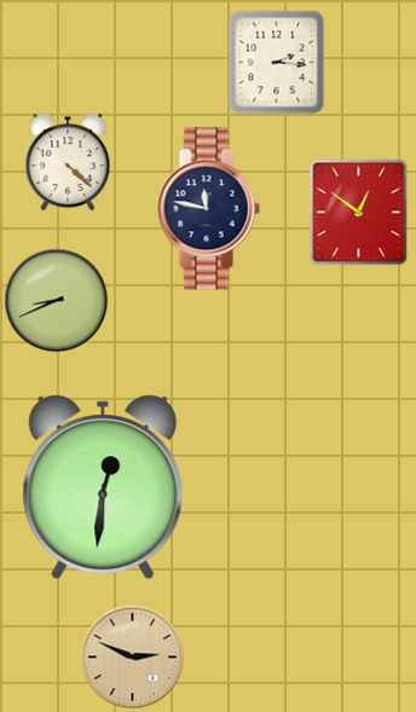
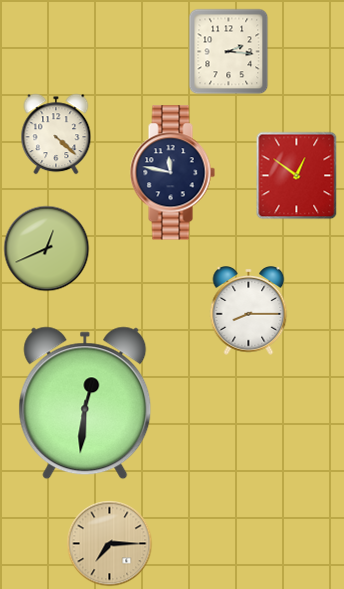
clock at (57, 301): 8:41 -> 12:41
clock at (249, 311): none -> 8:15
clock at (133, 658): 2:49 -> 7:15
